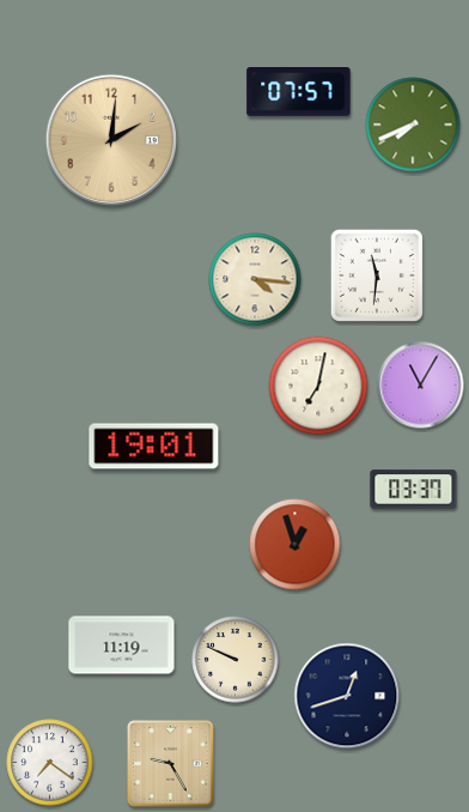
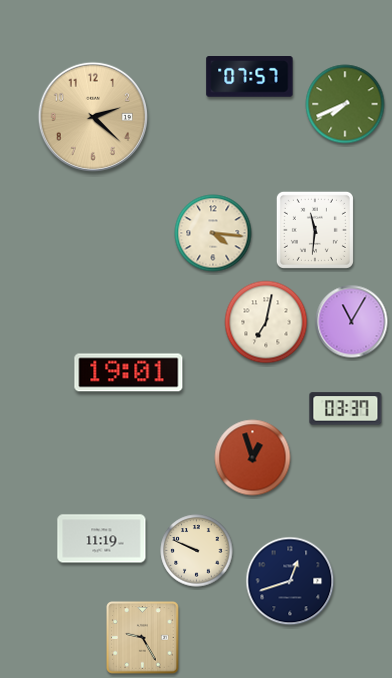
clock at (110, 139): 2:01 -> 2:22
clock at (296, 545) position: (296, 545) -> (253, 458)
clock at (50, 763): 7:21 -> none
